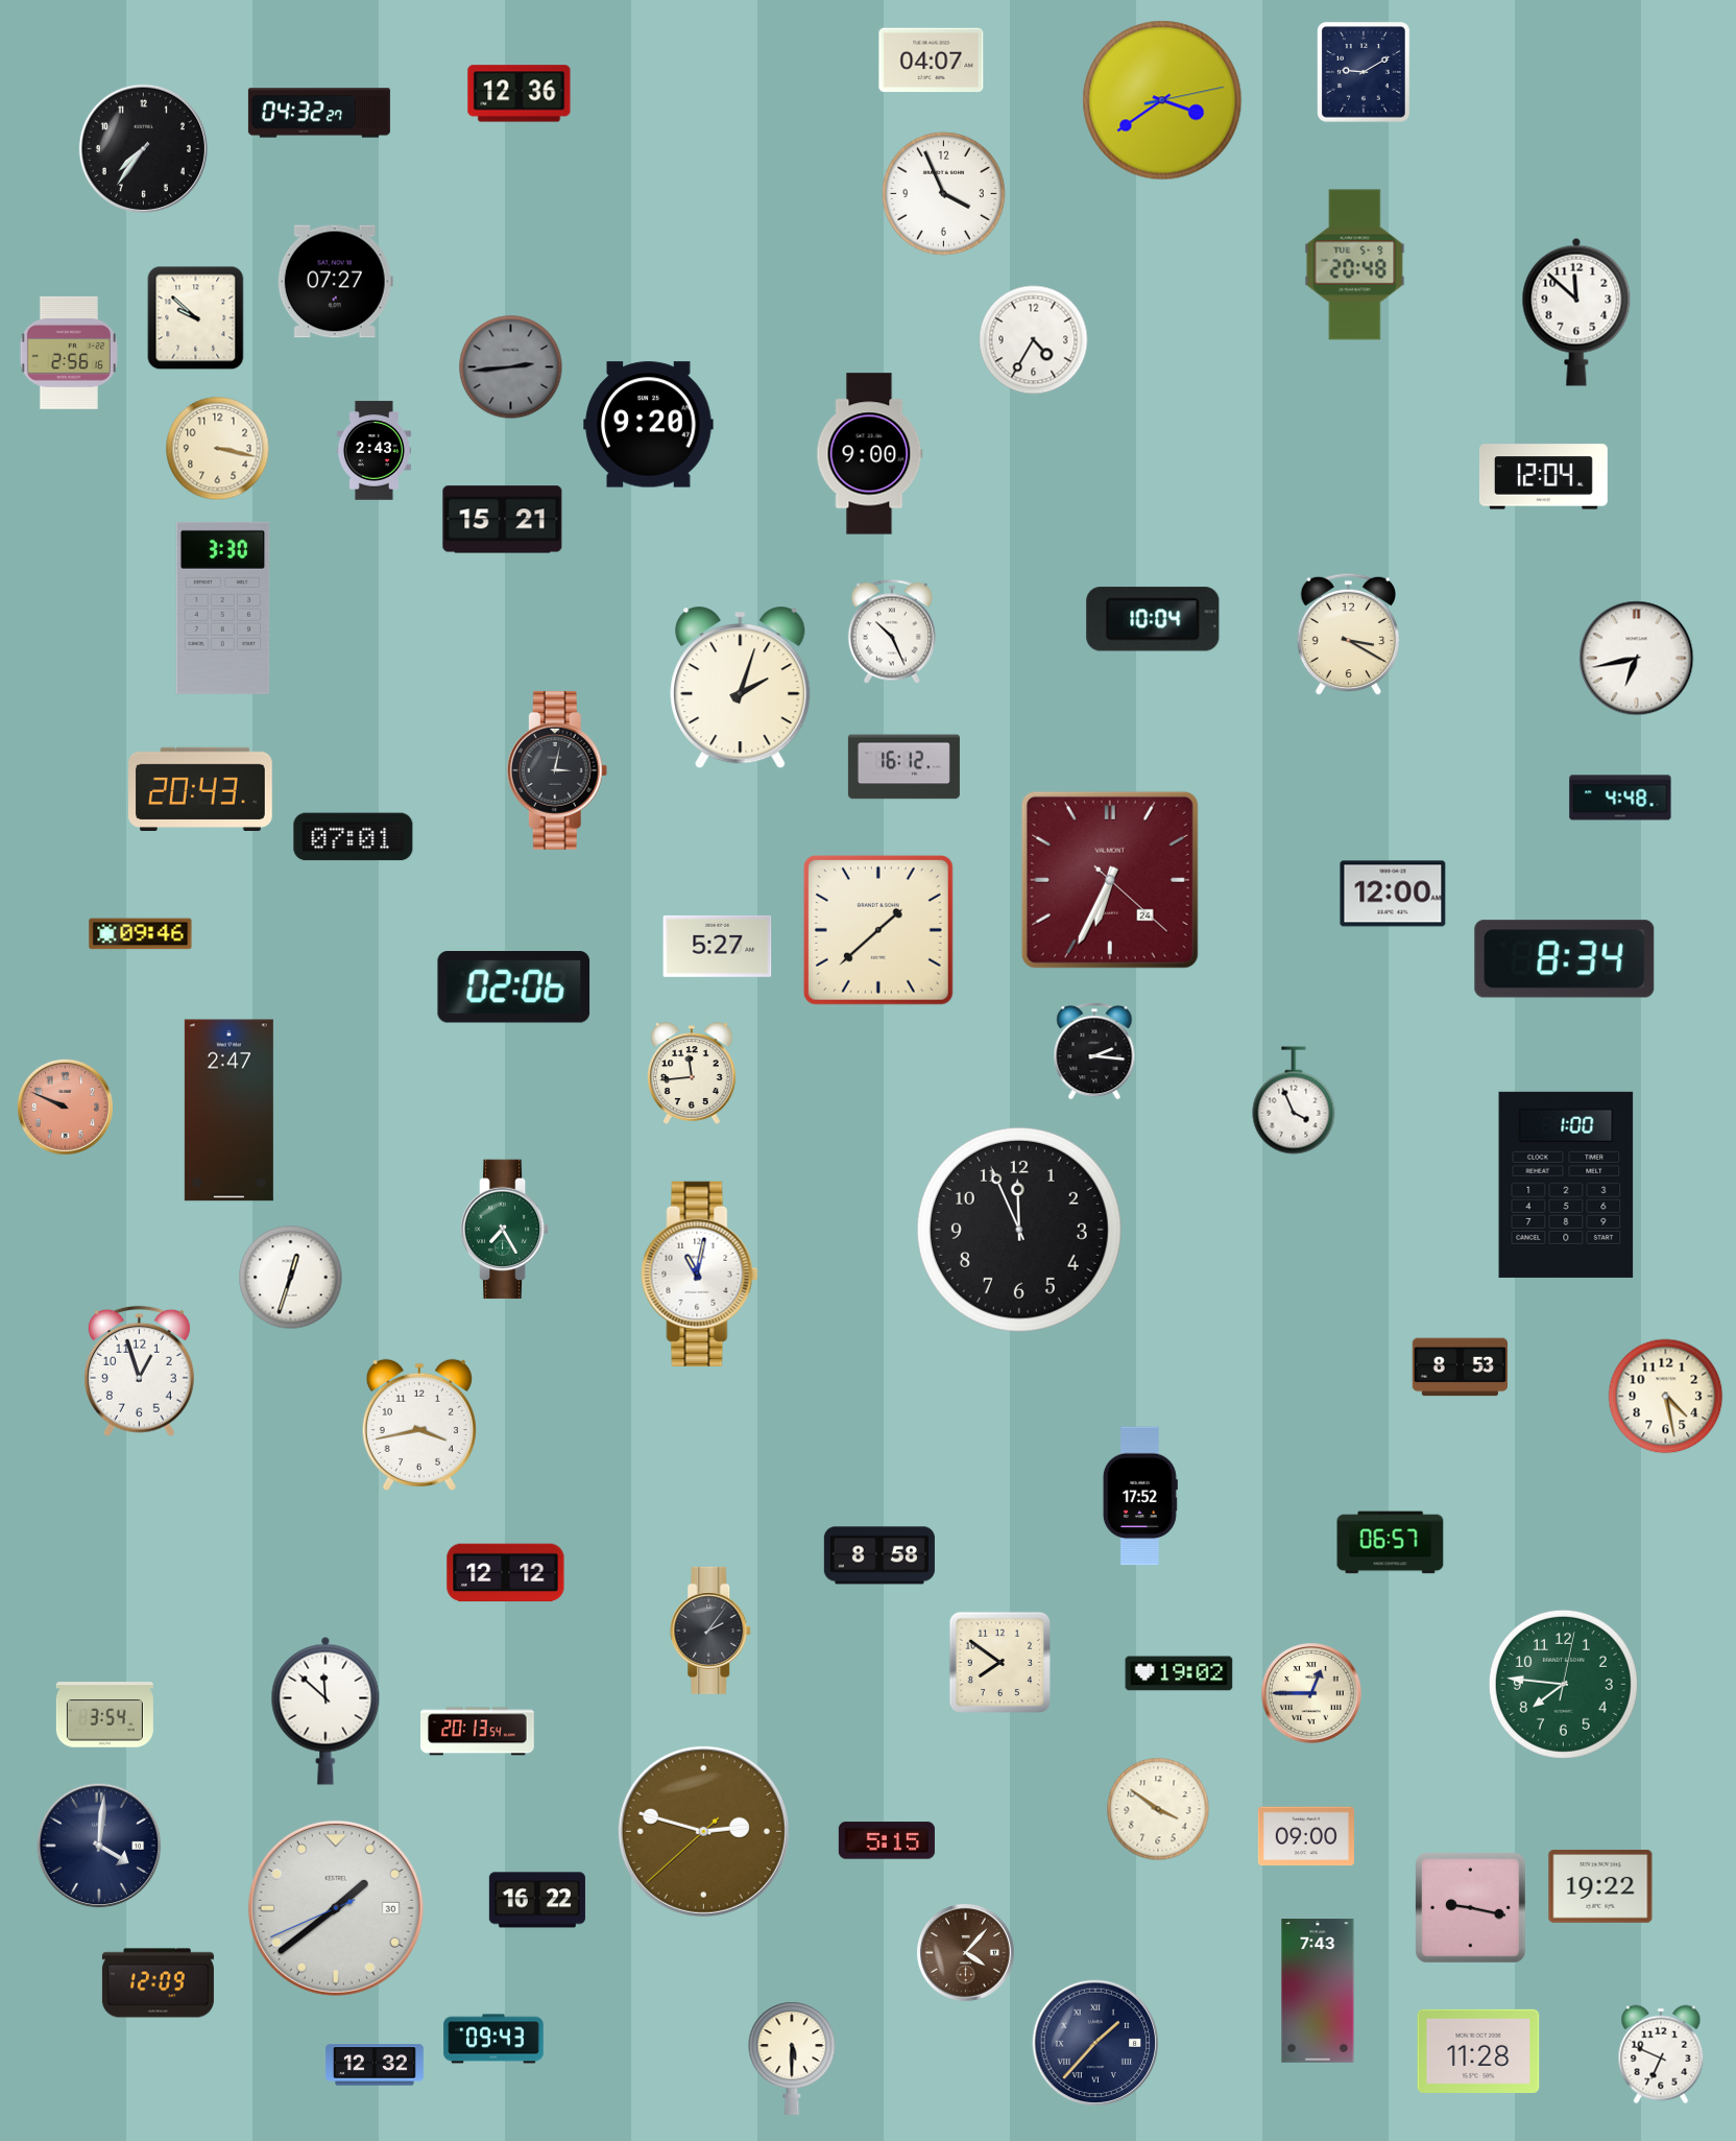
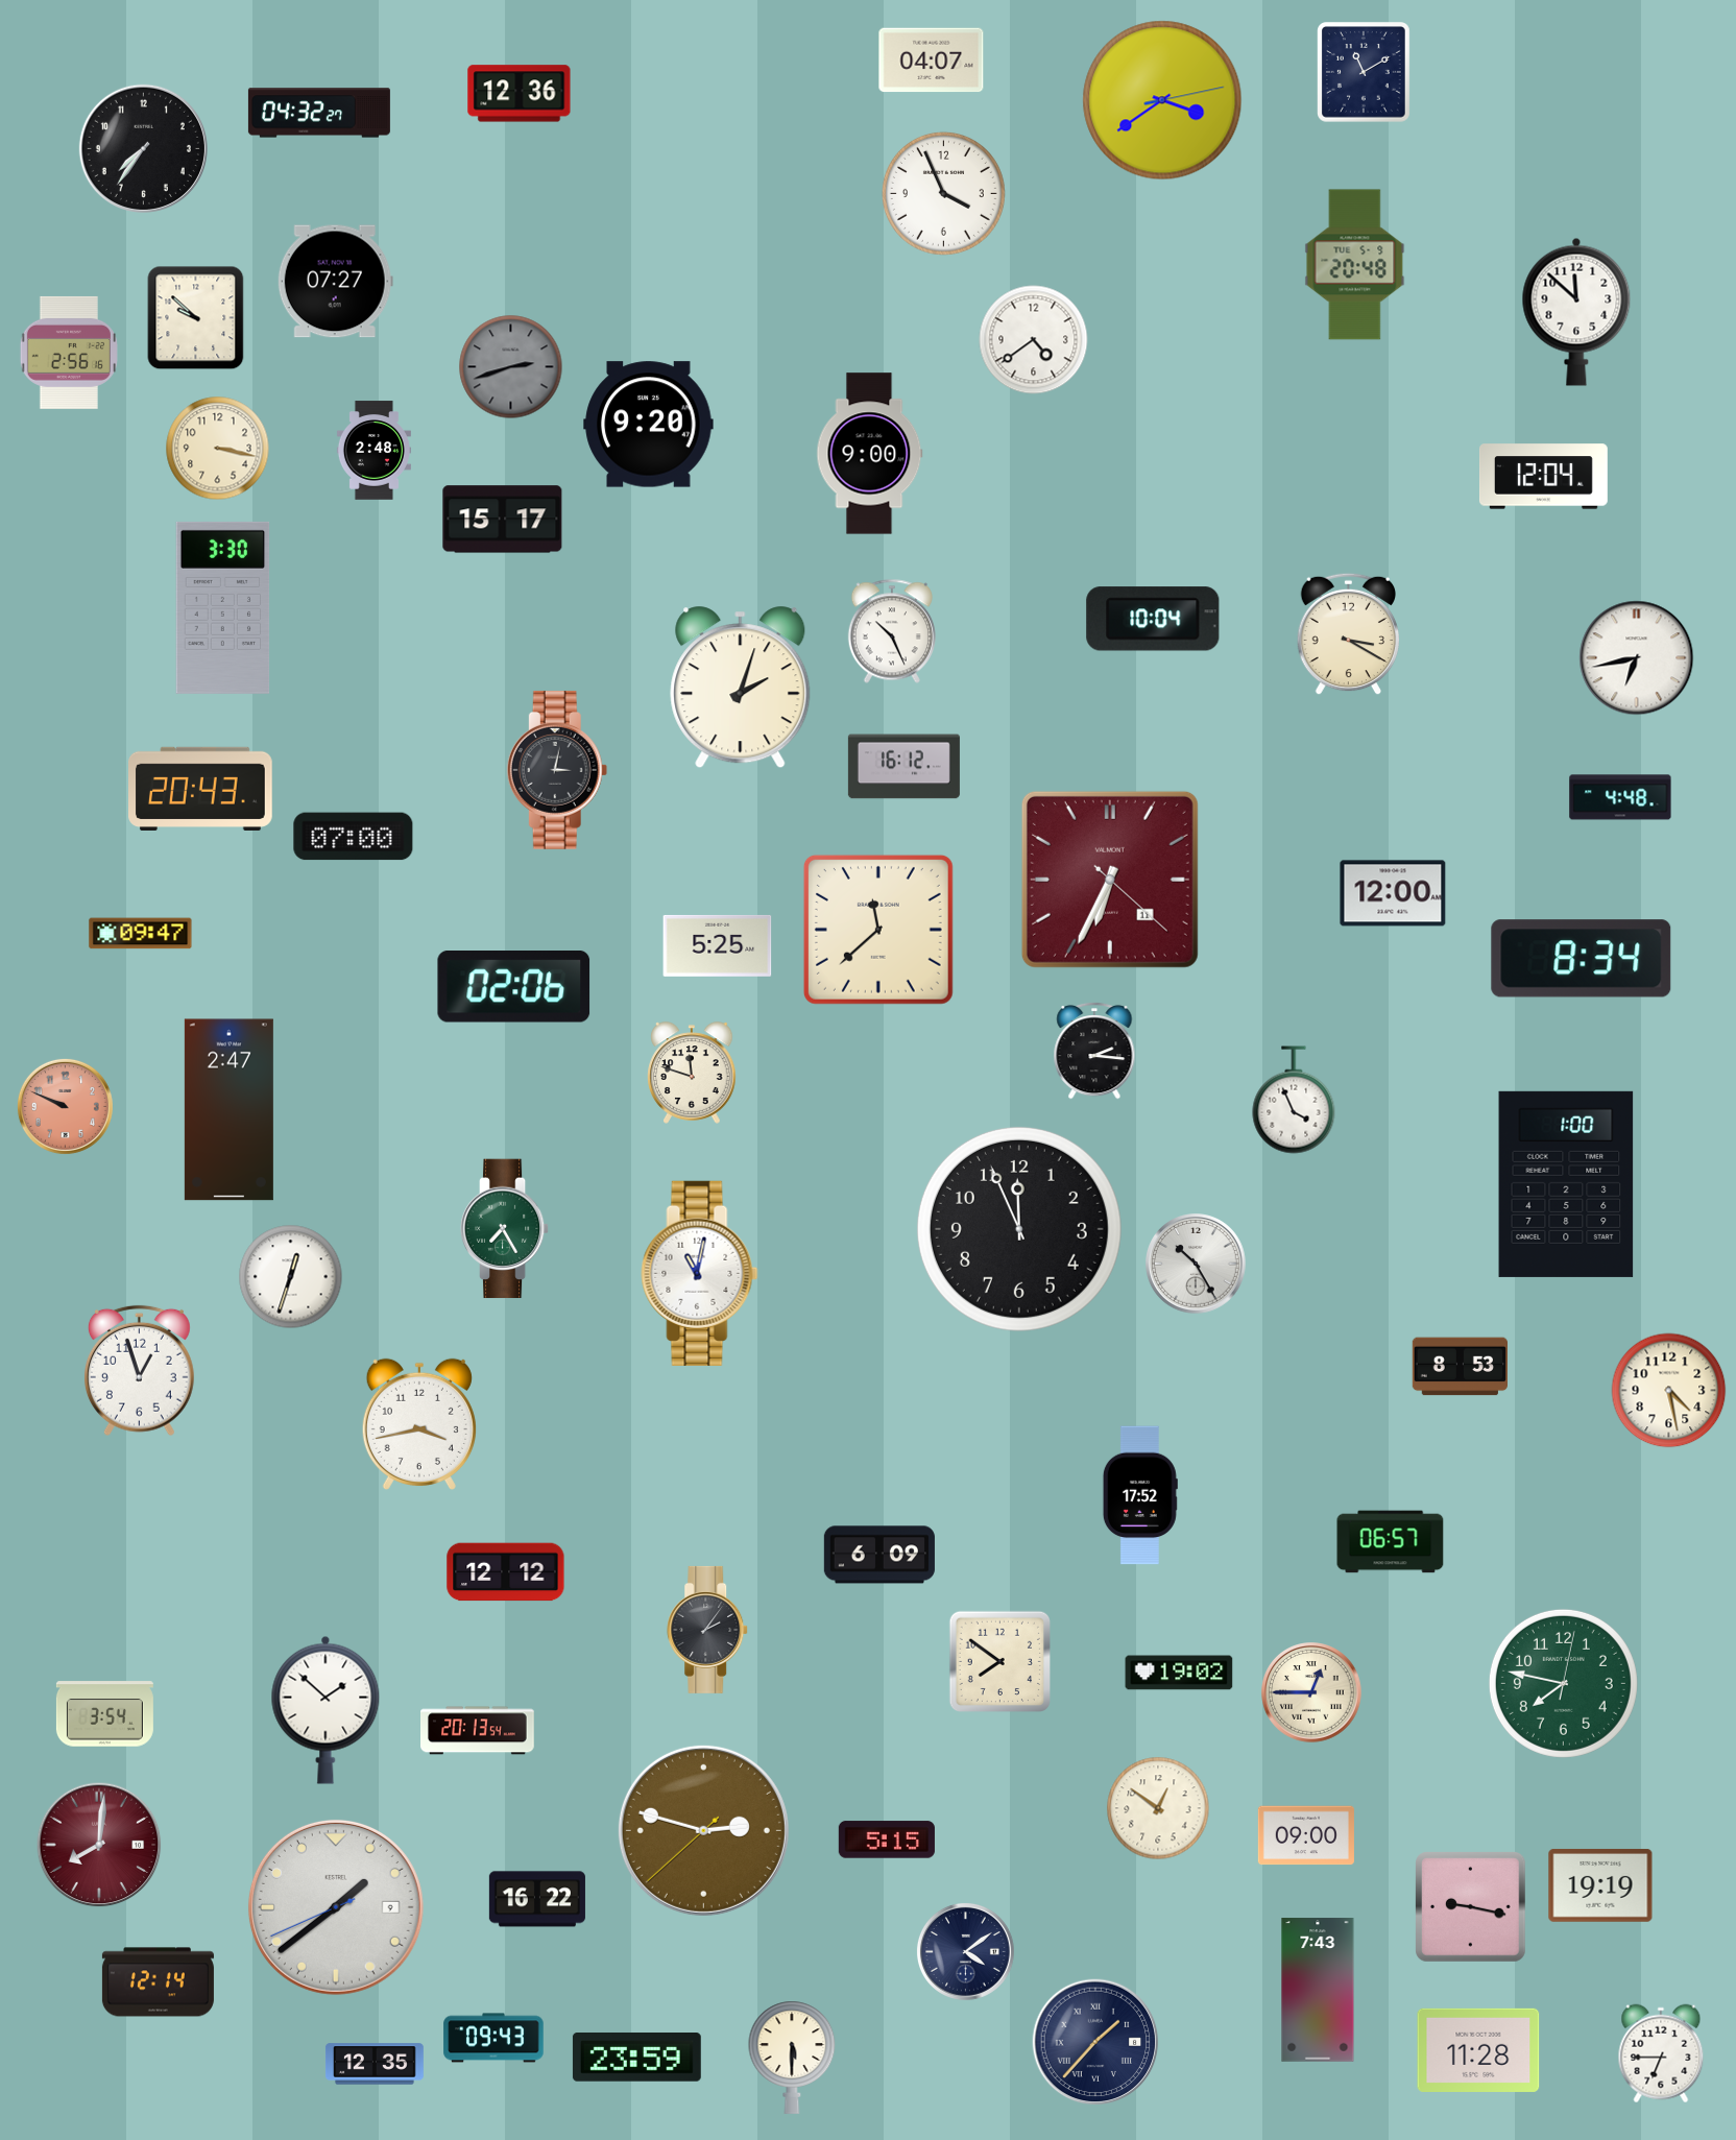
clock at (1365, 73): 9:10 -> 11:10
clock at (1034, 340): 4:35 -> 4:39
clock at (511, 367): 2:44 -> 2:42
clock at (373, 451): 2:43 -> 2:48
clock at (503, 520): 15:21 -> 15:17
clock at (354, 837): 07:01 -> 07:00
clock at (1110, 880) date: 24 -> 11
clock at (878, 930): 1:38 -> 11:38
clock at (141, 934): 09:46 -> 09:47
clock at (718, 946): 5:27 -> 5:25
clock at (1565, 959) position: (1565, 959) -> (1582, 959)
clock at (692, 1073): 11:44 -> 11:48
clock at (1196, 1264): none -> 10:25
clock at (1666, 1397) position: (1666, 1397) -> (1669, 1391)
clock at (879, 1555): 8:58 -> 6:09
clock at (712, 1631) position: (712, 1631) -> (708, 1630)
clock at (1563, 1684): 7:46 -> 7:47
clock at (325, 1711): 11:52 -> 1:52
clock at (1158, 1809): 3:51 -> 12:51
clock at (99, 1846): 4:01 -> 8:01
clock at (99, 1846) dial: navy -> burgundy
clock at (1600, 1886): 19:22 -> 19:19
clock at (336, 1908) date: 30 -> 9
clock at (965, 1952): 4:07 -> 4:09
clock at (965, 1952) dial: brown -> navy
clock at (158, 1983): 12:09 -> 12:14
clock at (1661, 2054): 6:49 -> 6:45
clock at (636, 2058): none -> 23:59
clock at (375, 2065): 12:32 -> 12:35
